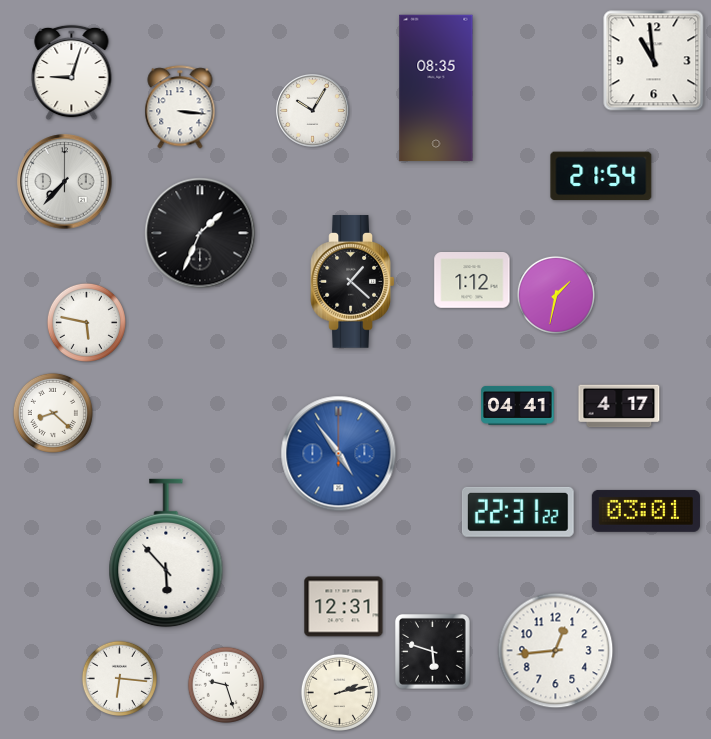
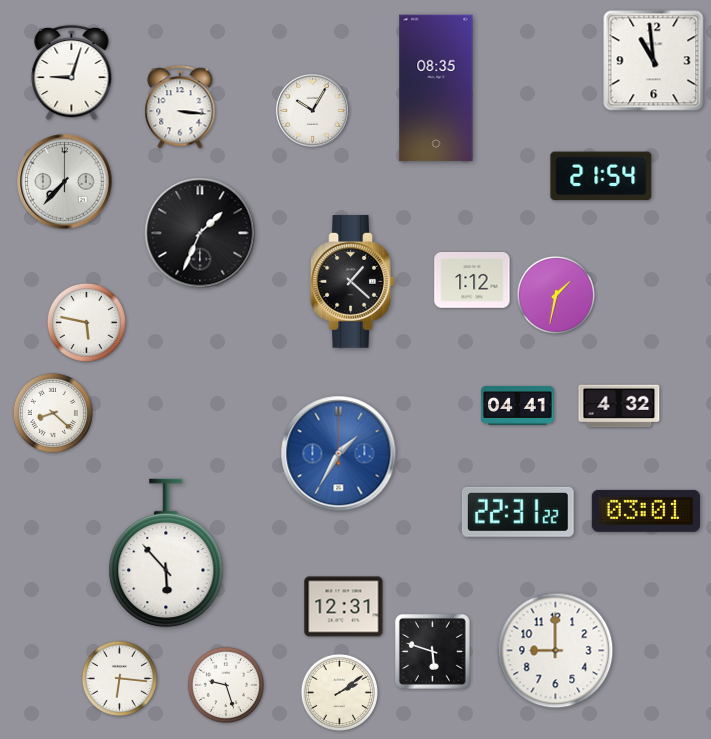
clock at (619, 406): 4:17 -> 4:32
clock at (339, 454): 4:54 -> 1:35
clock at (556, 651): 12:44 -> 9:00
clock at (339, 692): 2:13 -> 2:09
